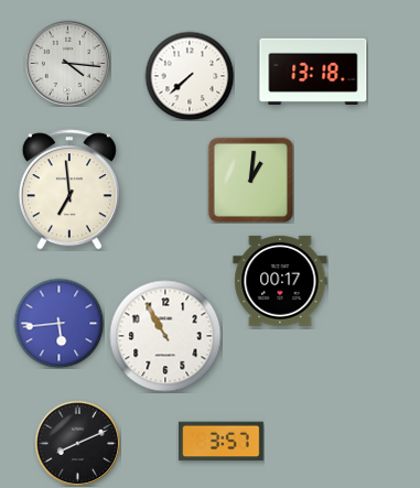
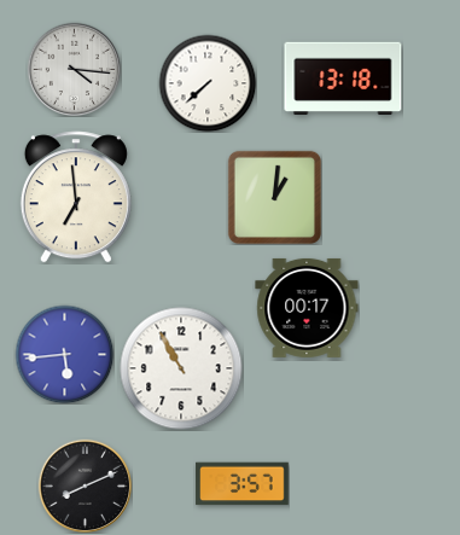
clock at (69, 189) position: (69, 189) -> (76, 197)
